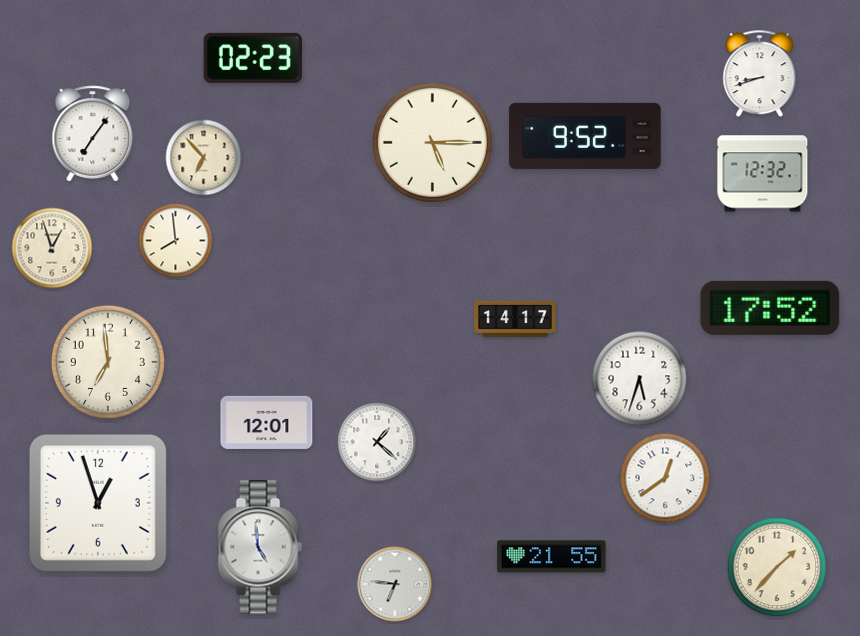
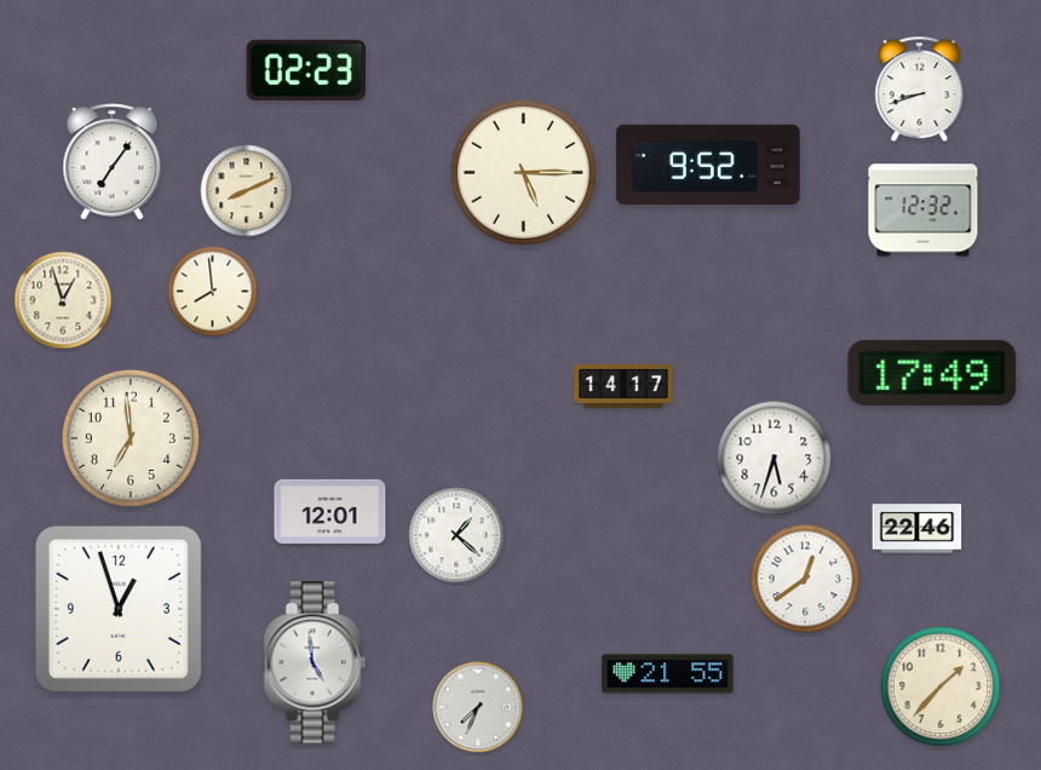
clock at (204, 158): 6:53 -> 8:11
clock at (770, 308): 17:52 -> 17:49
clock at (267, 422) position: (267, 422) -> (330, 511)
clock at (918, 529): none -> 22:46
clock at (395, 584): 6:46 -> 7:34
